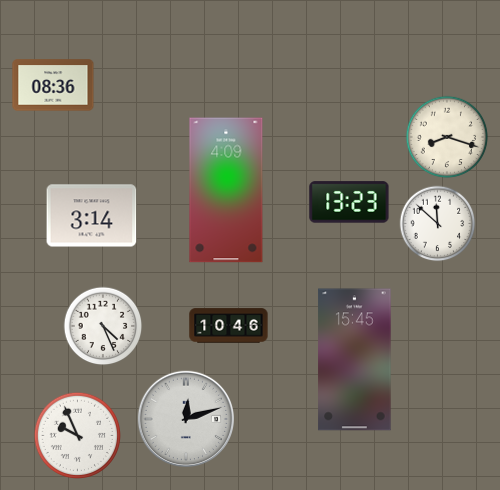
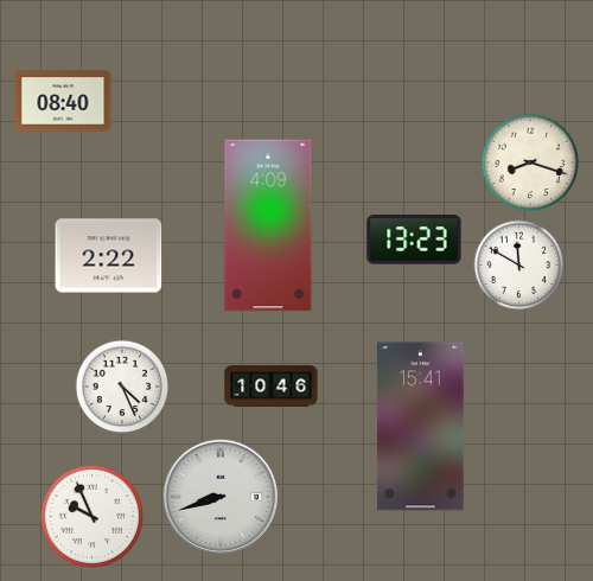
clock at (53, 85): 08:36 -> 08:40
clock at (92, 216): 3:14 -> 2:22
clock at (438, 224): 11:52 -> 11:50
clock at (355, 360): 15:45 -> 15:41
clock at (185, 418): 12:12 -> 8:42
